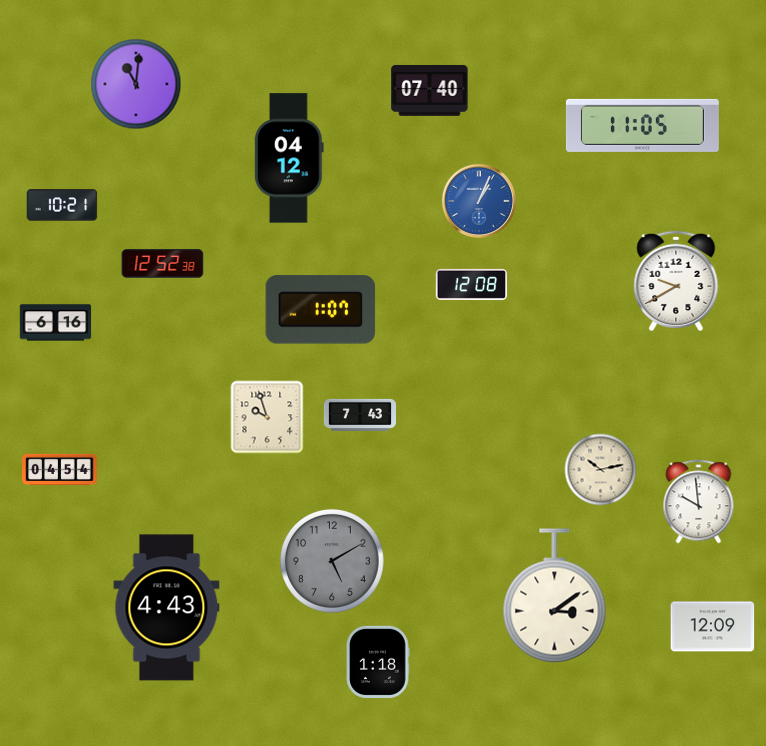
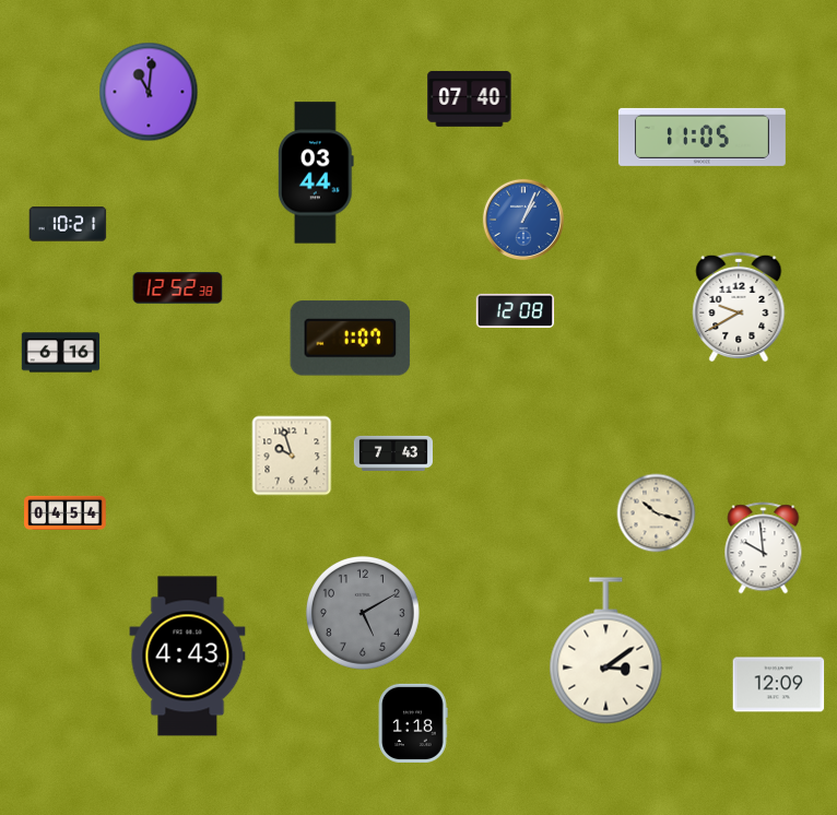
clock at (290, 158): 04:12 -> 03:44
clock at (601, 470): 10:13 -> 10:18
clock at (167, 608) position: (167, 608) -> (188, 657)
